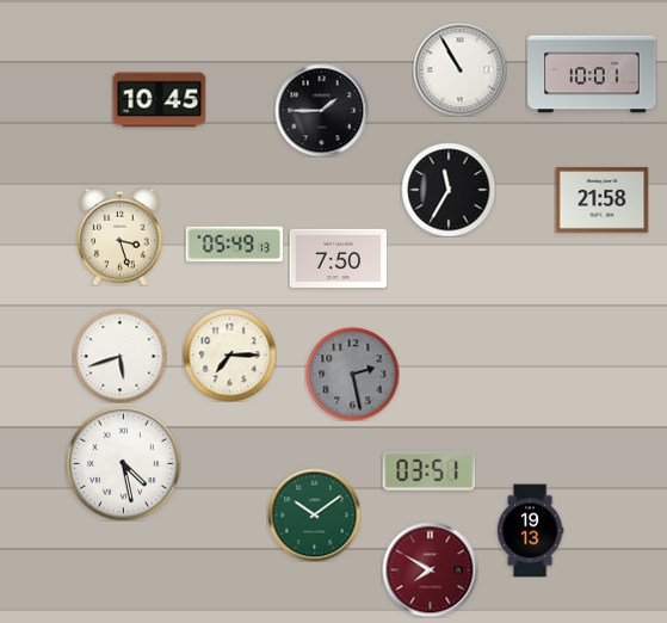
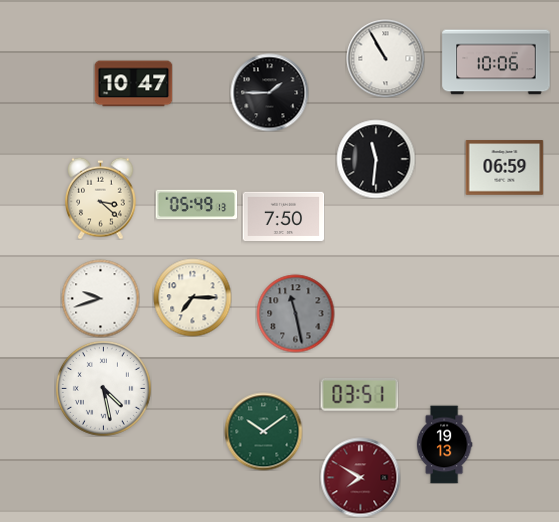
clock at (592, 74): 10:01 -> 10:06
clock at (159, 100): 10:45 -> 10:47
clock at (449, 190): 11:35 -> 11:31
clock at (601, 201): 21:58 -> 06:59
clock at (121, 236): 3:27 -> 3:22
clock at (119, 356): 5:42 -> 9:42
clock at (352, 374): 2:28 -> 11:28
